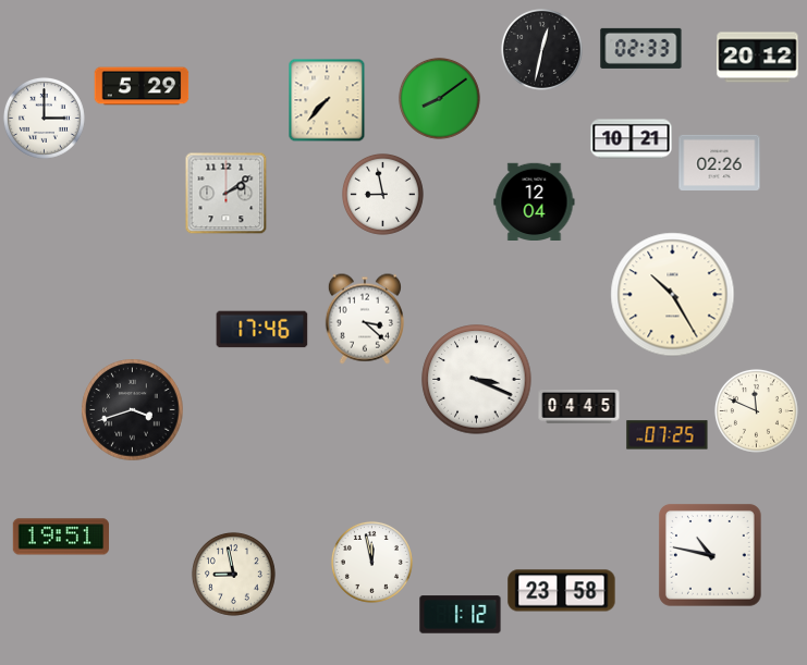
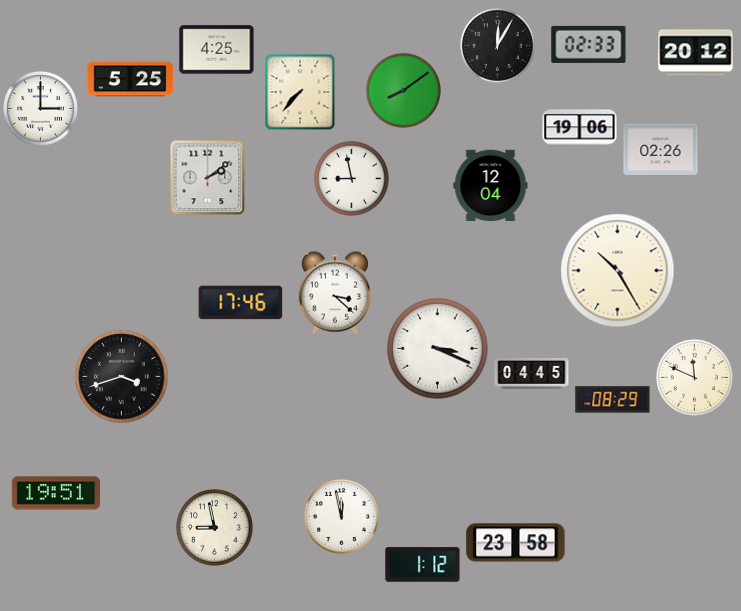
clock at (541, 49): 12:32 -> 12:05
clock at (217, 50): none -> 4:25
clock at (142, 86): 5:29 -> 5:25
clock at (632, 139): 10:21 -> 19:06
clock at (668, 435): 07:25 -> 08:29
clock at (710, 555): 10:47 -> none
